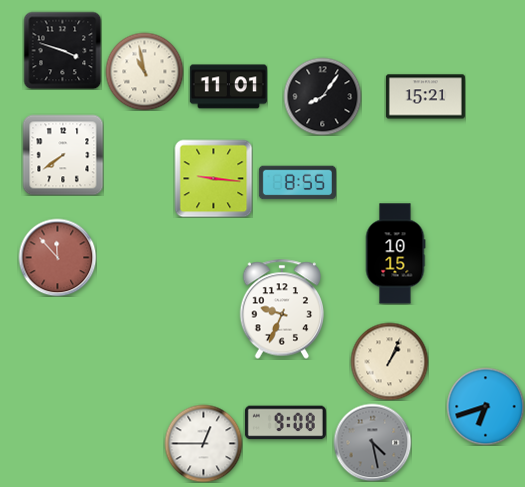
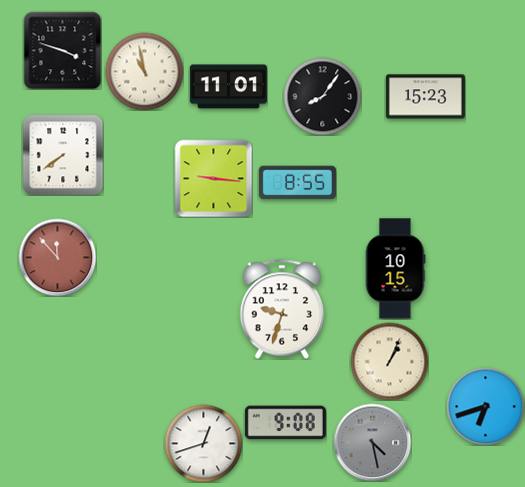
clock at (425, 97): 15:21 -> 15:23
clock at (395, 254) position: (395, 254) -> (395, 269)
clock at (282, 309): 9:34 -> 9:33
clock at (203, 443): 12:45 -> 12:42
